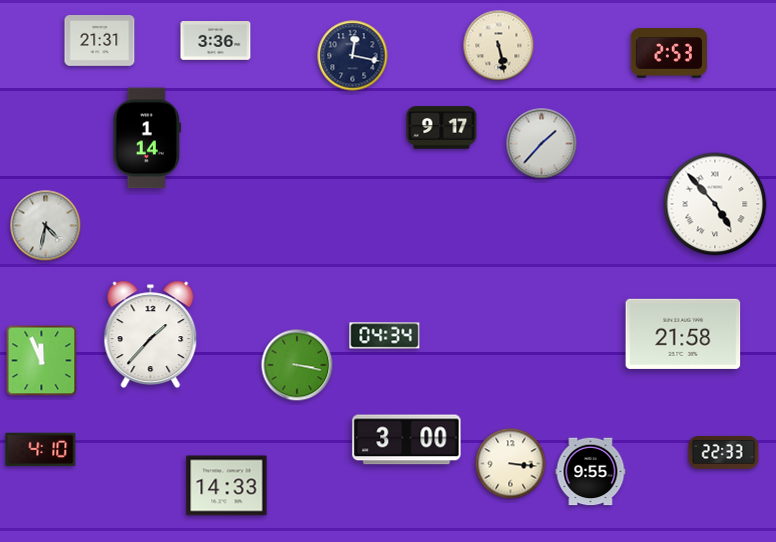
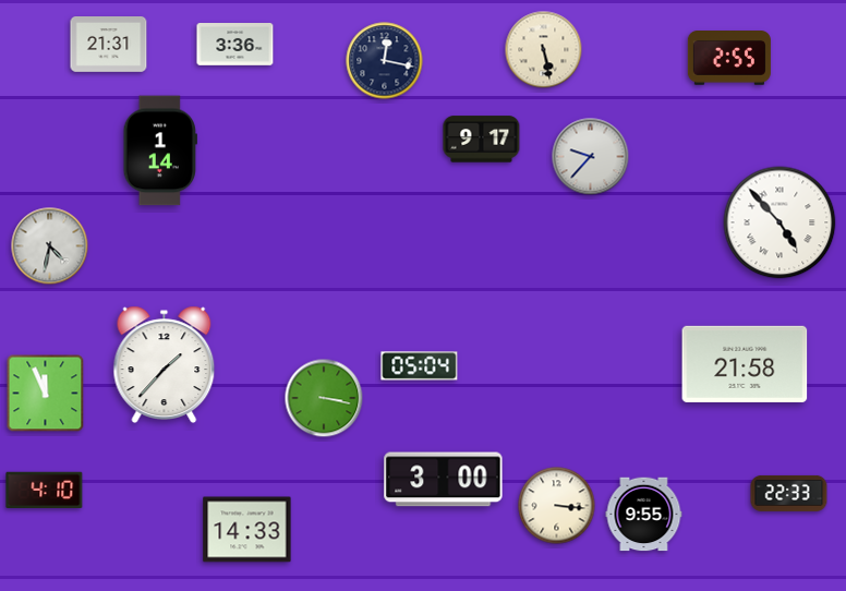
clock at (669, 54): 2:53 -> 2:55
clock at (542, 144): 1:37 -> 9:37
clock at (385, 336): 04:34 -> 05:04
